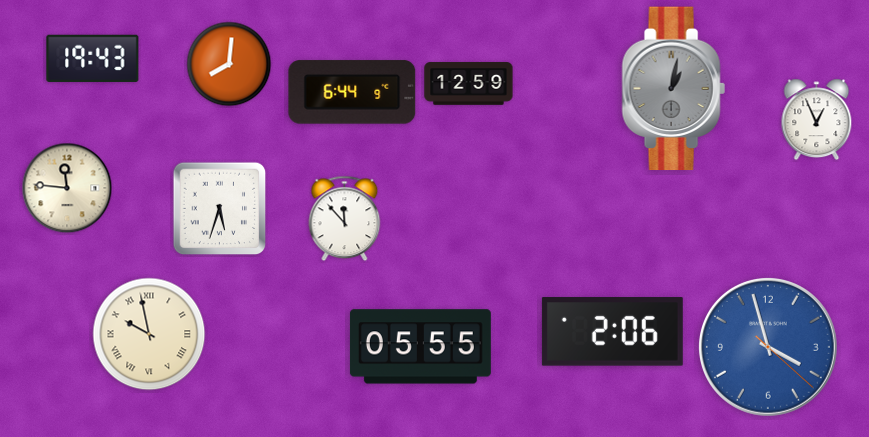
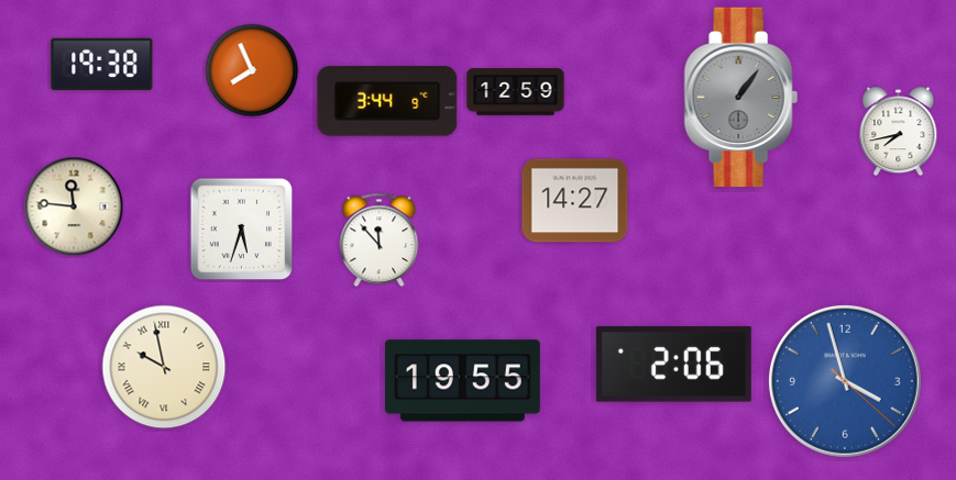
clock at (93, 58): 19:43 -> 19:38
clock at (229, 64): 8:01 -> 7:56
clock at (673, 89): 1:02 -> 1:06
clock at (352, 92): 6:44 -> 3:44
clock at (817, 120): 12:56 -> 7:43
clock at (575, 201): none -> 14:27
clock at (420, 347): 05:55 -> 19:55
